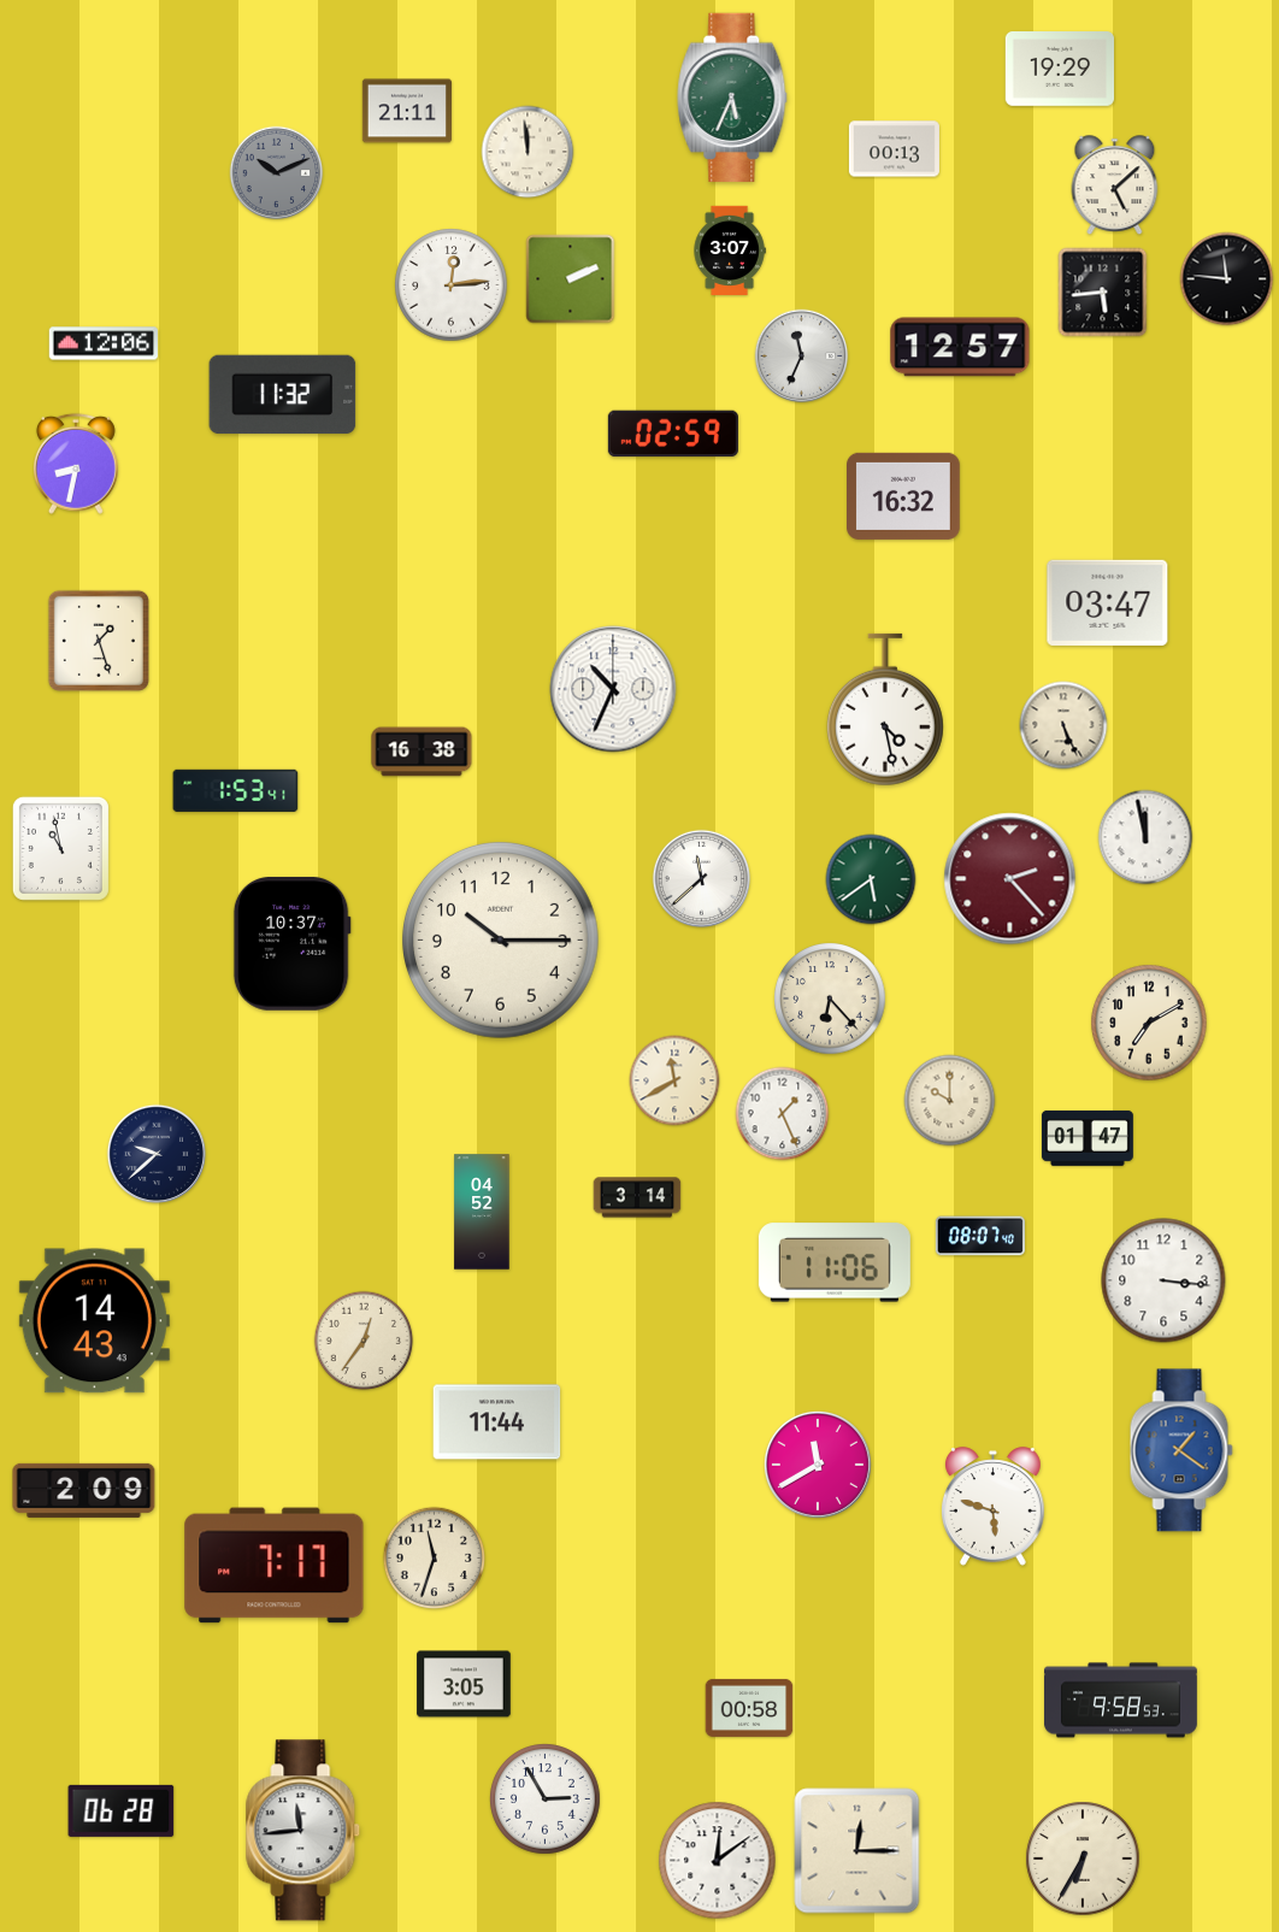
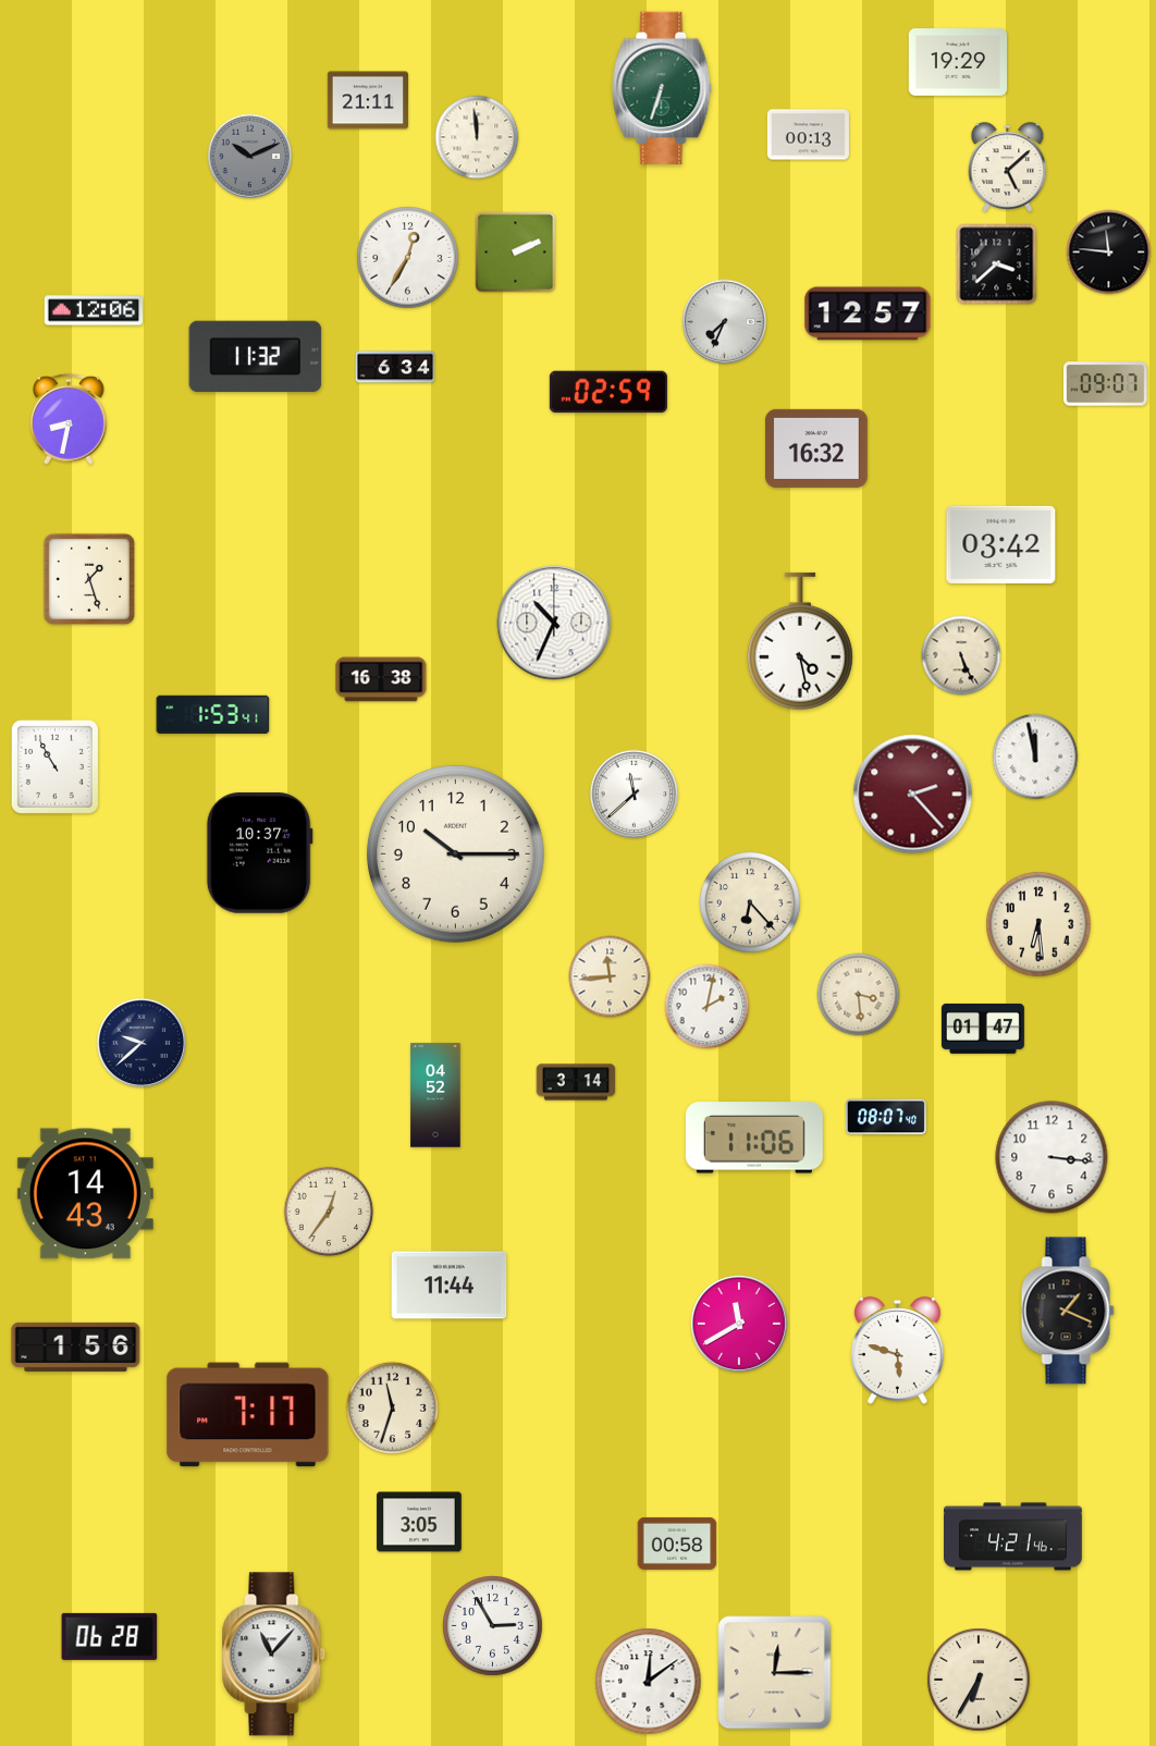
clock at (732, 98): 5:34 -> 6:33
clock at (730, 249): 3:07 -> none
clock at (452, 285): 12:14 -> 12:35
clock at (1103, 293): 5:44 -> 3:38
clock at (802, 357): 11:34 -> 7:34
clock at (395, 367): none -> 6:34
clock at (1106, 384): none -> 09:07
clock at (1108, 602): 03:47 -> 03:42
clock at (60, 848): 10:58 -> 10:55
clock at (871, 879): 5:39 -> none
clock at (501, 941) position: (501, 941) -> (456, 854)
clock at (291, 943) position: (291, 943) -> (259, 852)
clock at (1149, 1023): 7:10 -> 6:29
clock at (674, 1080): 11:40 -> 11:44
clock at (950, 1101): 10:00 -> 3:29
clock at (783, 1114): 1:26 -> 2:02
clock at (835, 1262) position: (835, 1262) -> (754, 1138)
clock at (1181, 1450): 1:21 -> 1:19
clock at (1181, 1450) dial: blue -> black
clock at (84, 1490): 2:09 -> 1:56
clock at (994, 1507) position: (994, 1507) -> (898, 1351)
clock at (1121, 1701): 9:58 -> 4:21
clock at (303, 1831): 11:44 -> 11:07
